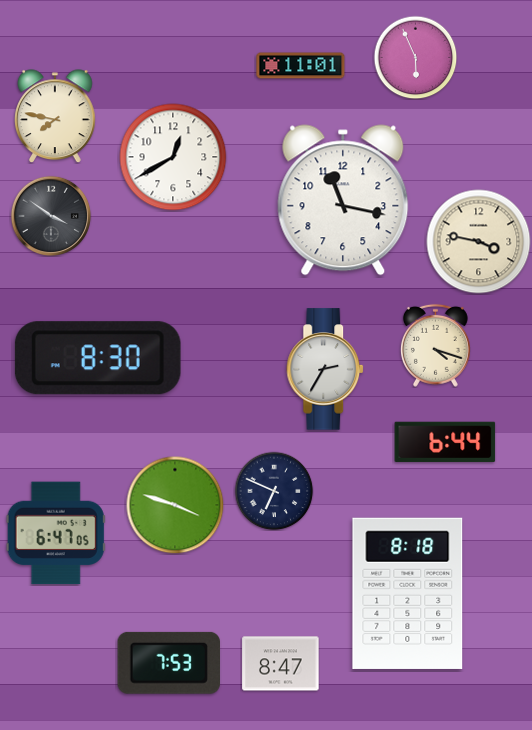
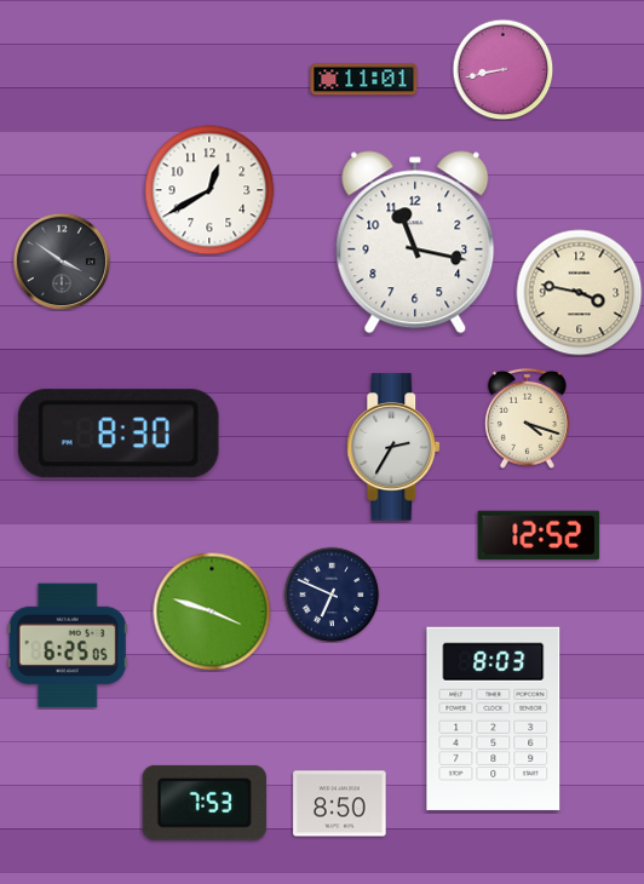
clock at (415, 57): 5:56 -> 8:43
clock at (55, 116): 7:47 -> none
clock at (445, 442): 6:44 -> 12:52
clock at (56, 533): 6:47 -> 6:25
clock at (408, 593): 8:18 -> 8:03
clock at (281, 664): 8:47 -> 8:50
